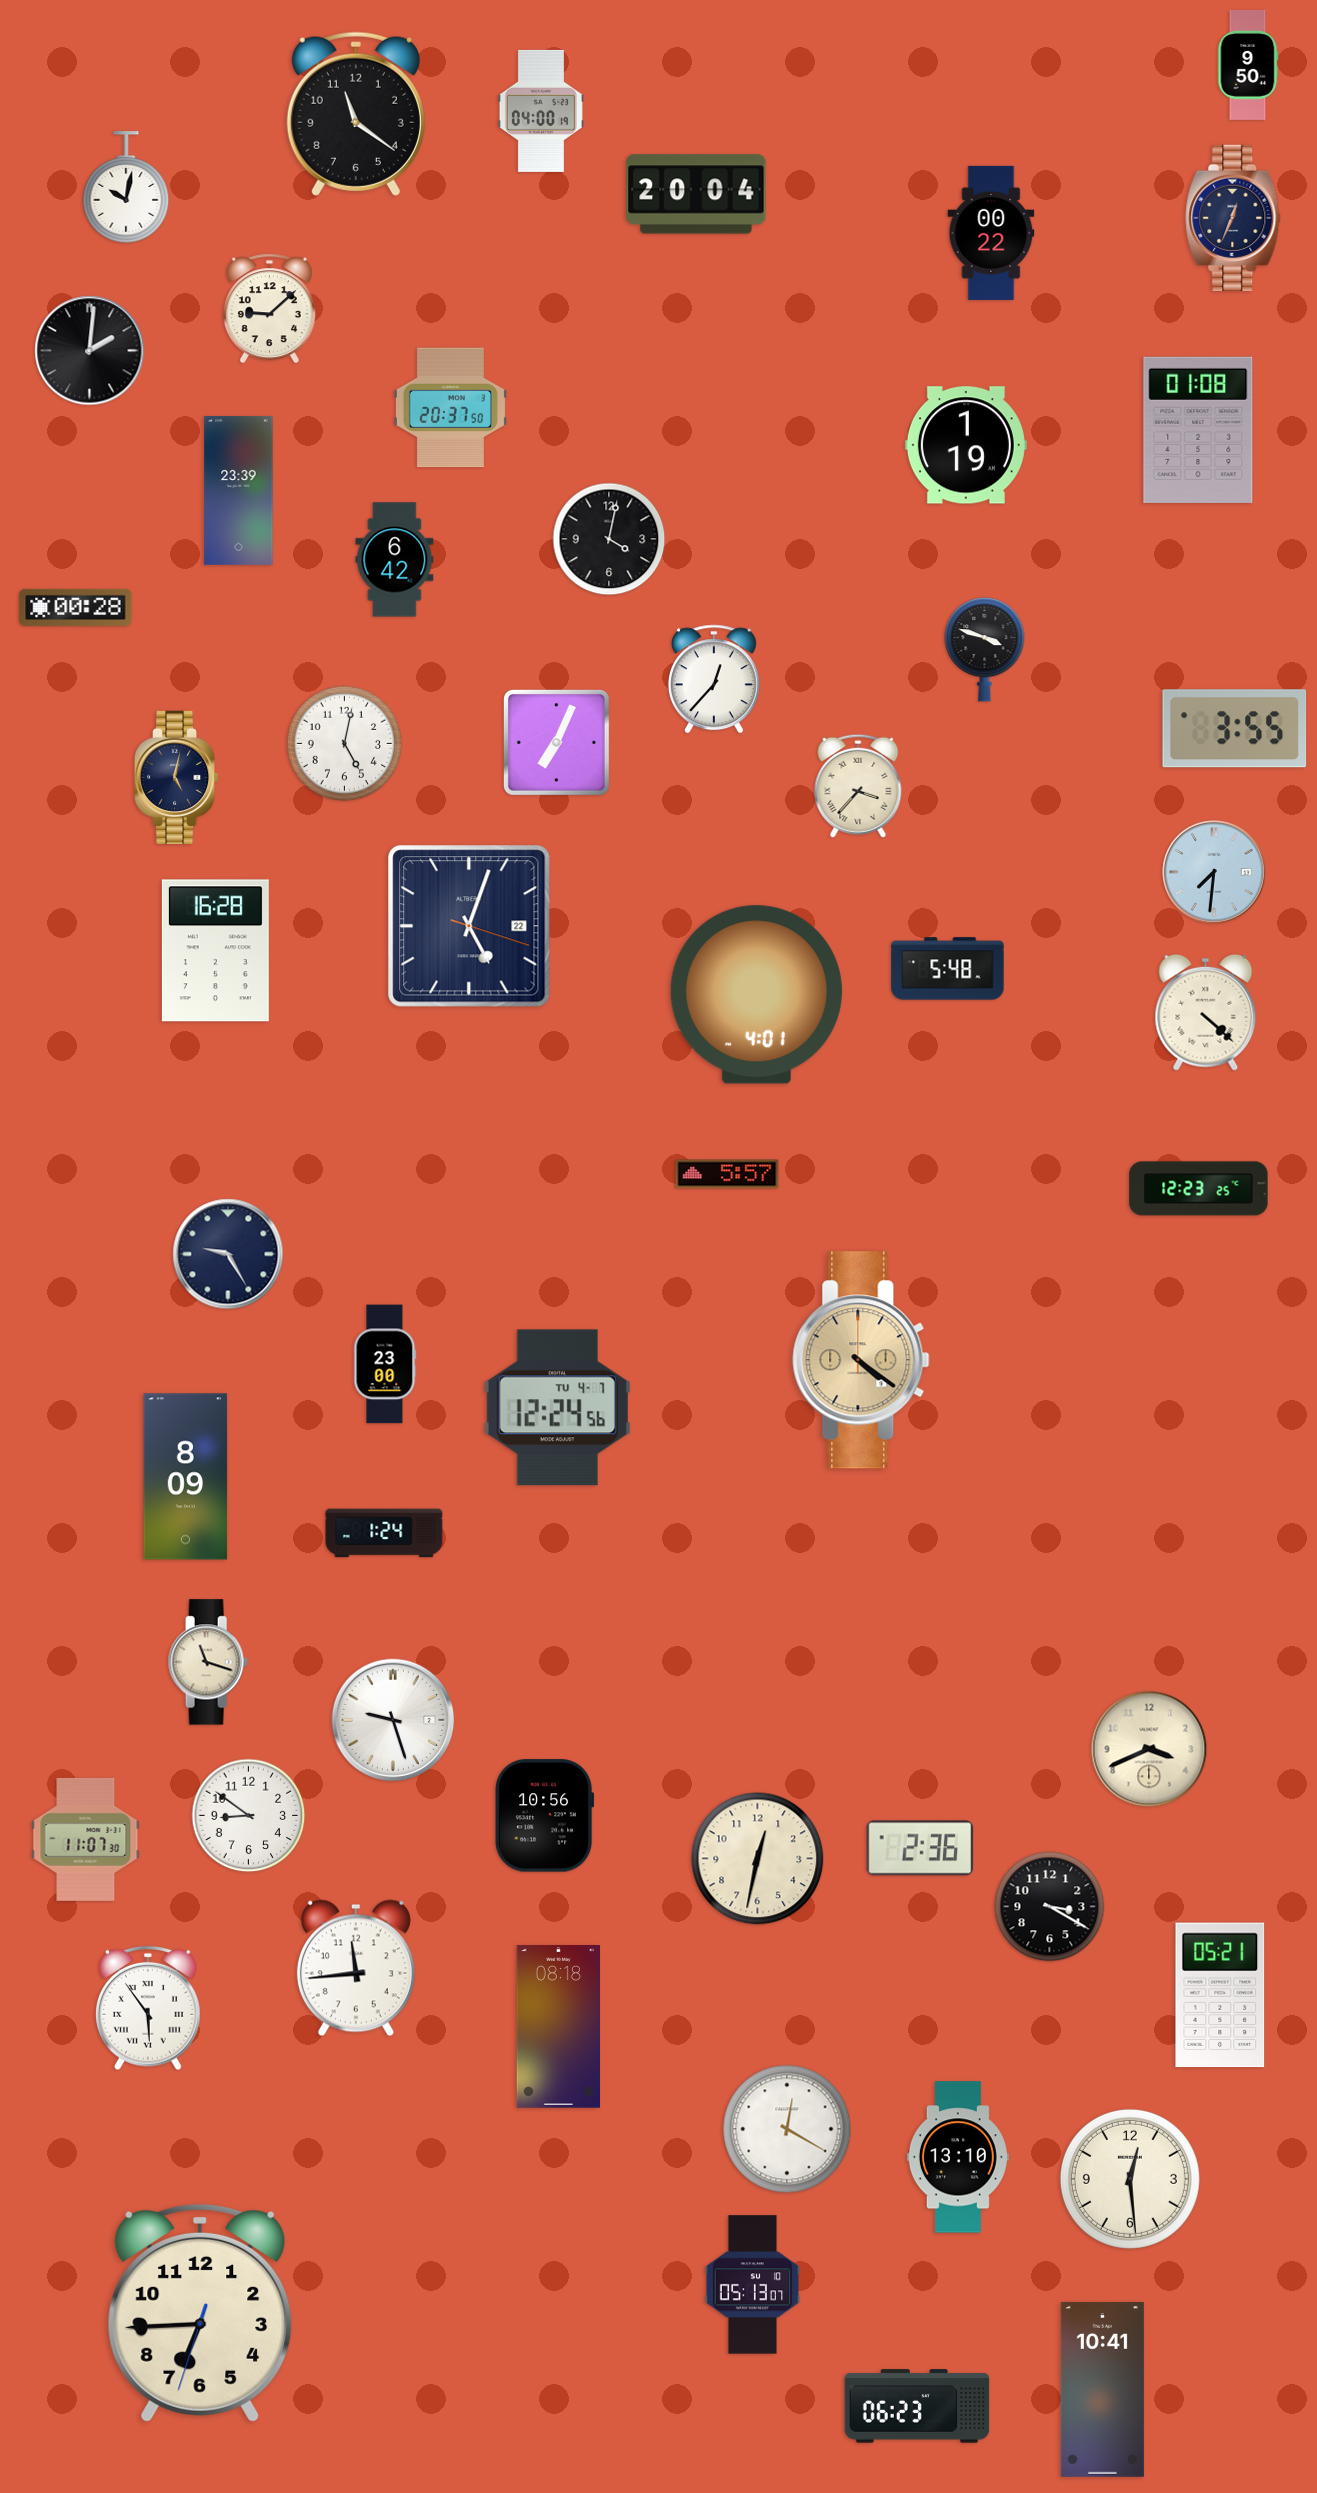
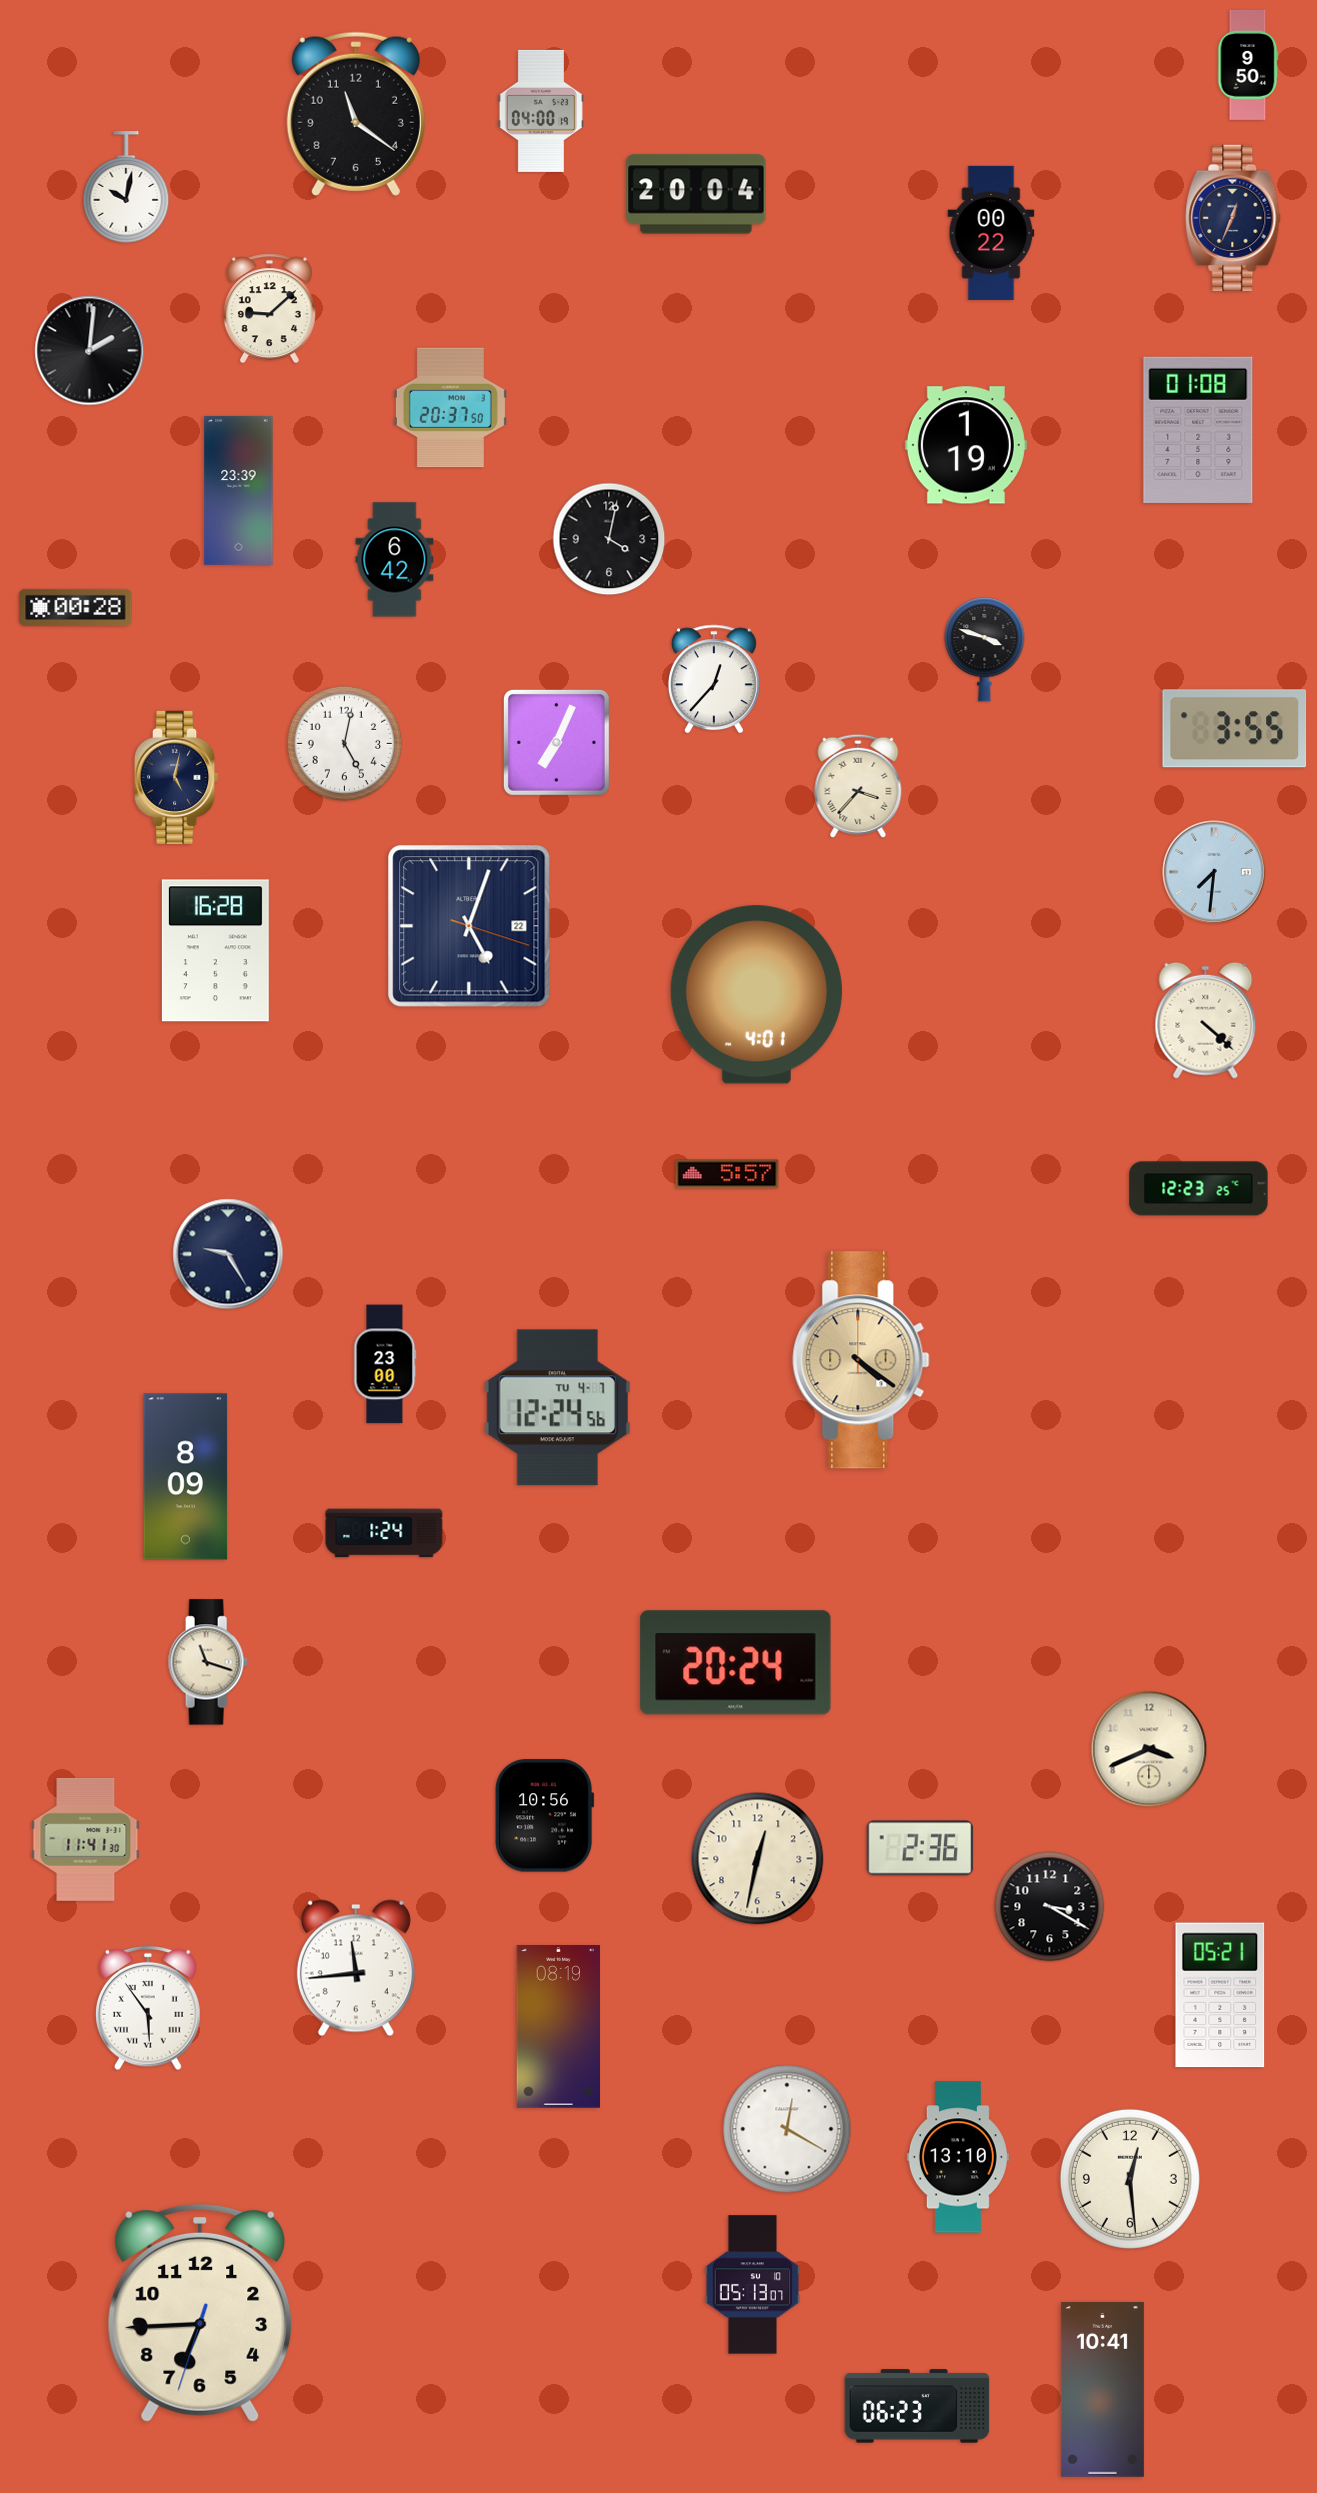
clock at (948, 969): 5:48 -> none
clock at (1206, 1012) position: (1206, 1012) -> (1206, 1020)
clock at (736, 1663): none -> 20:24
clock at (393, 1720): 9:27 -> none
clock at (249, 1816): 8:51 -> none
clock at (86, 1839): 11:07 -> 11:41
clock at (558, 2027): 08:18 -> 08:19
